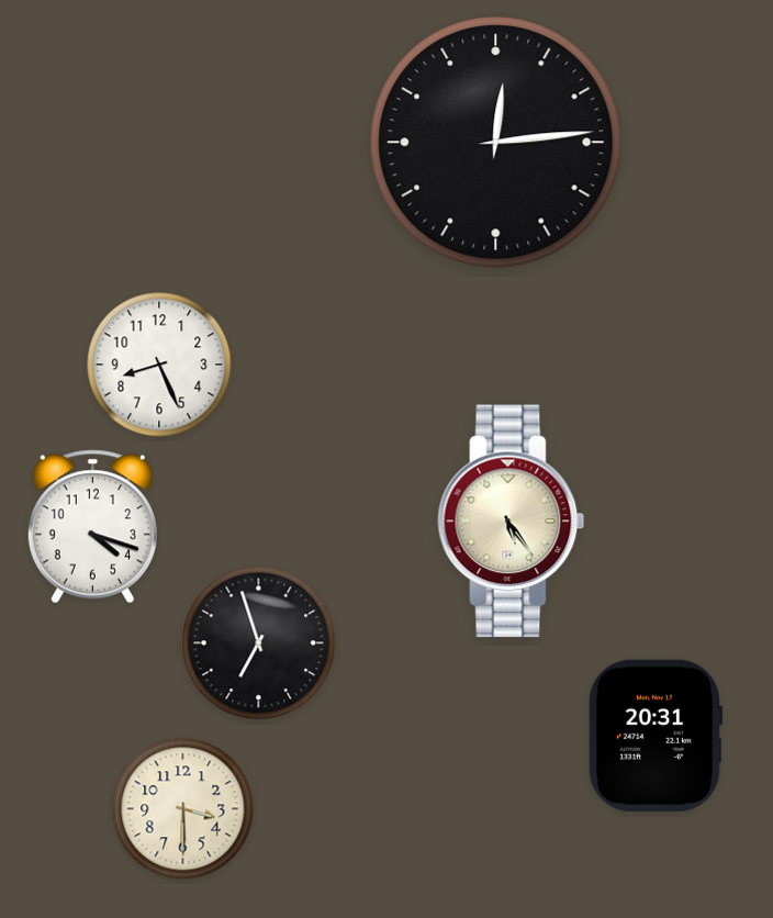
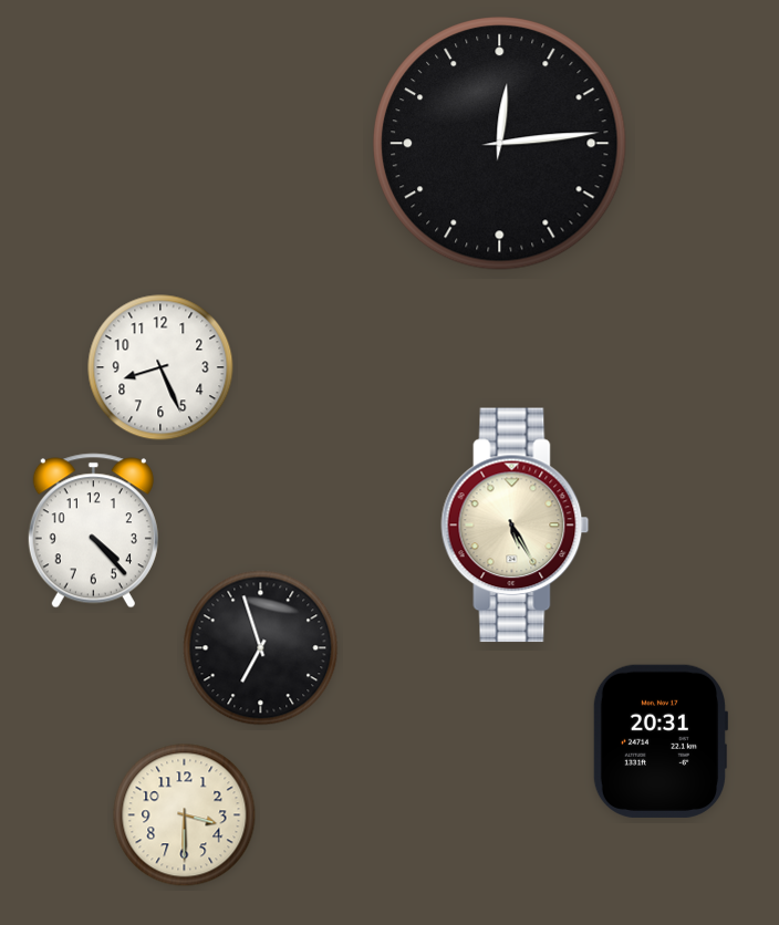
clock at (512, 522): 5:24 -> 5:25
clock at (92, 527): 4:18 -> 4:23
